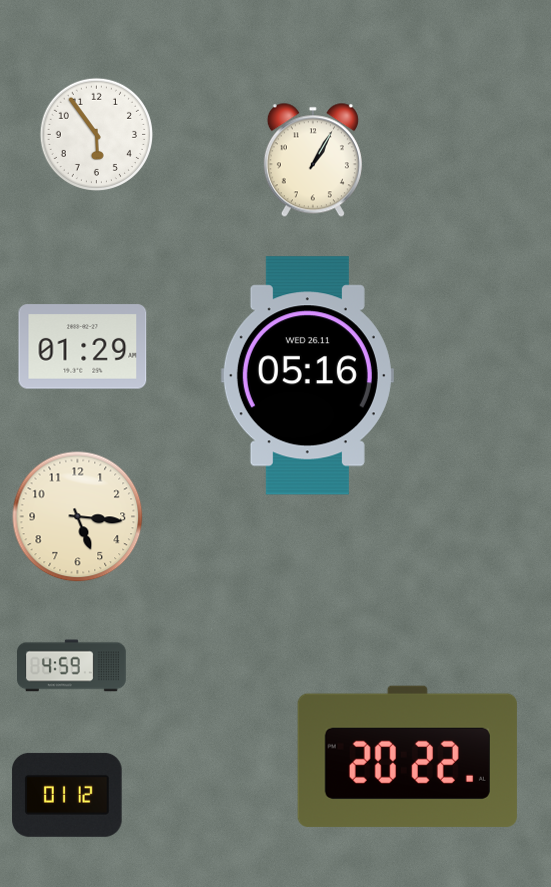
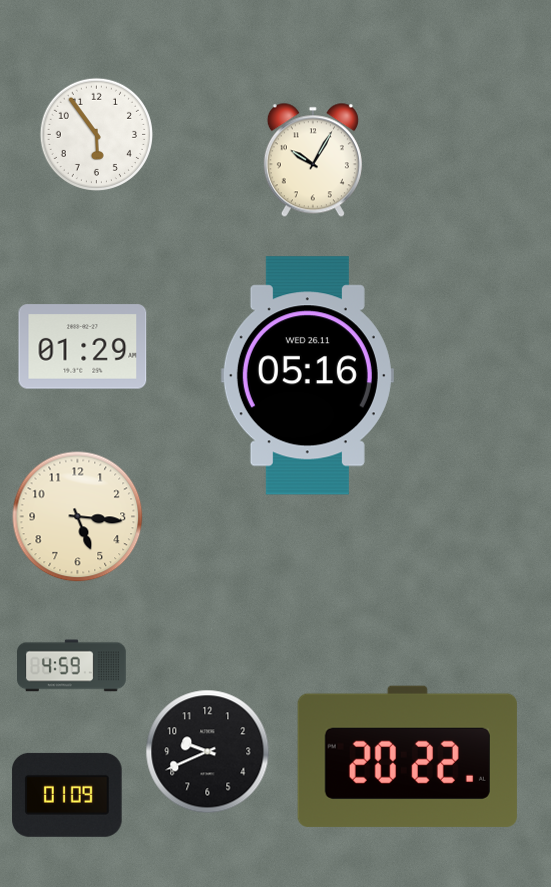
clock at (313, 160): 1:05 -> 10:05
clock at (208, 752): none -> 9:41
clock at (67, 795): 01:12 -> 01:09
